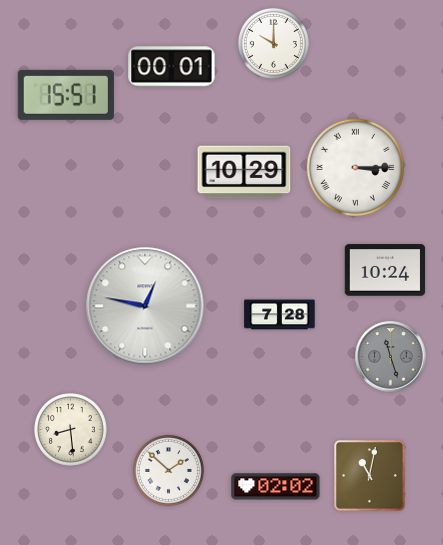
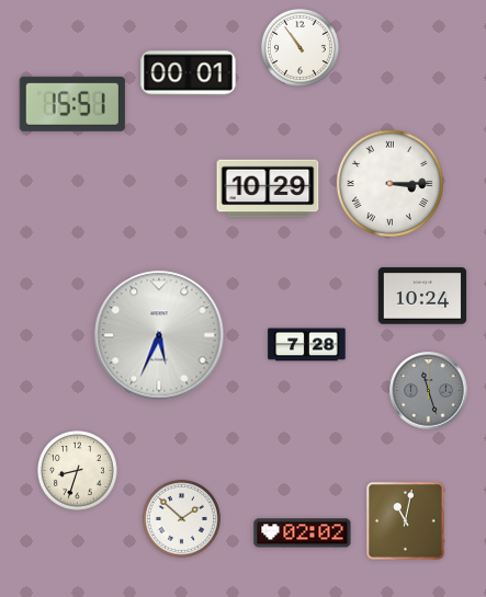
clock at (273, 43): 10:00 -> 10:54
clock at (145, 306): 12:47 -> 5:34
clock at (71, 430): 8:29 -> 8:33
clock at (168, 470) position: (168, 470) -> (181, 518)
